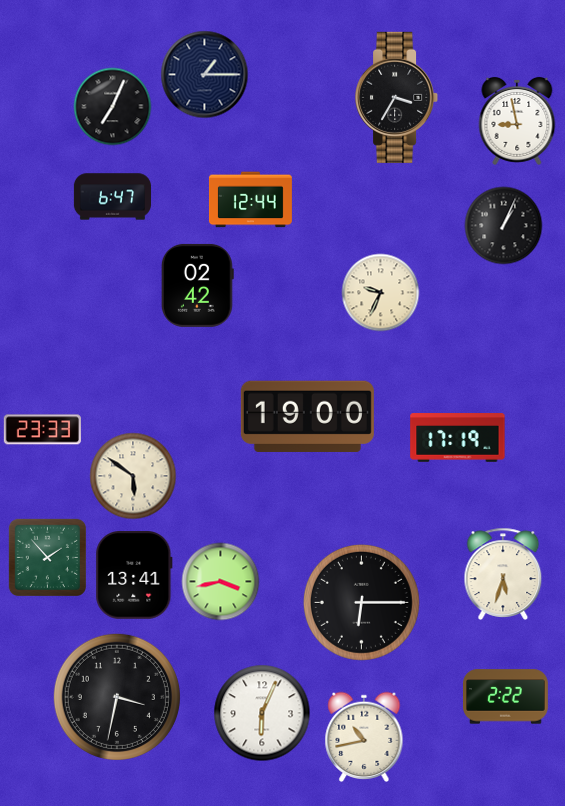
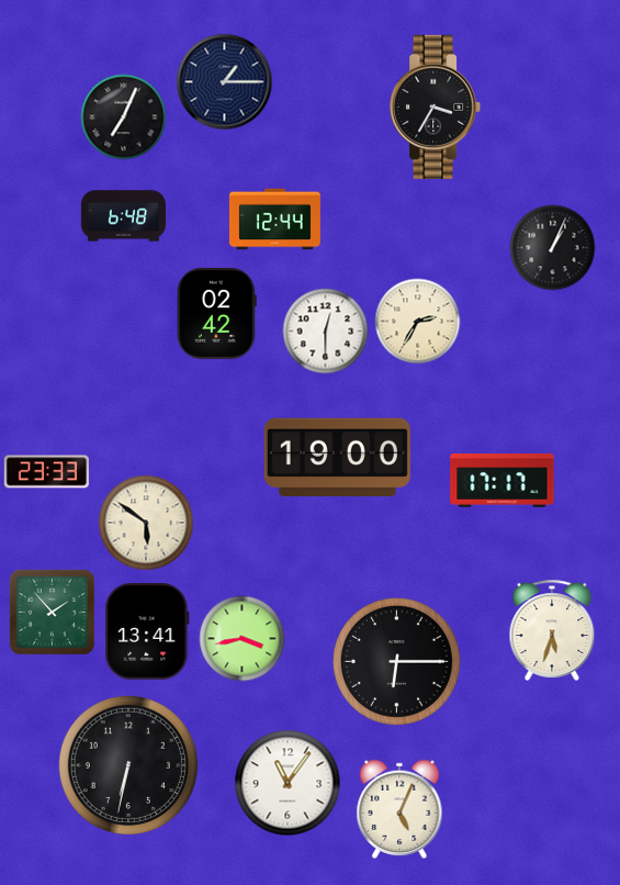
clock at (517, 121): 8:58 -> none
clock at (112, 197): 6:47 -> 6:48
clock at (380, 292): 9:34 -> 2:35
clock at (325, 331): none -> 12:30
clock at (458, 438): 17:19 -> 17:17
clock at (117, 697): 3:32 -> 6:32
clock at (506, 697): 2:22 -> none
clock at (262, 713): 6:04 -> 11:06
clock at (364, 736): 10:43 -> 5:04
